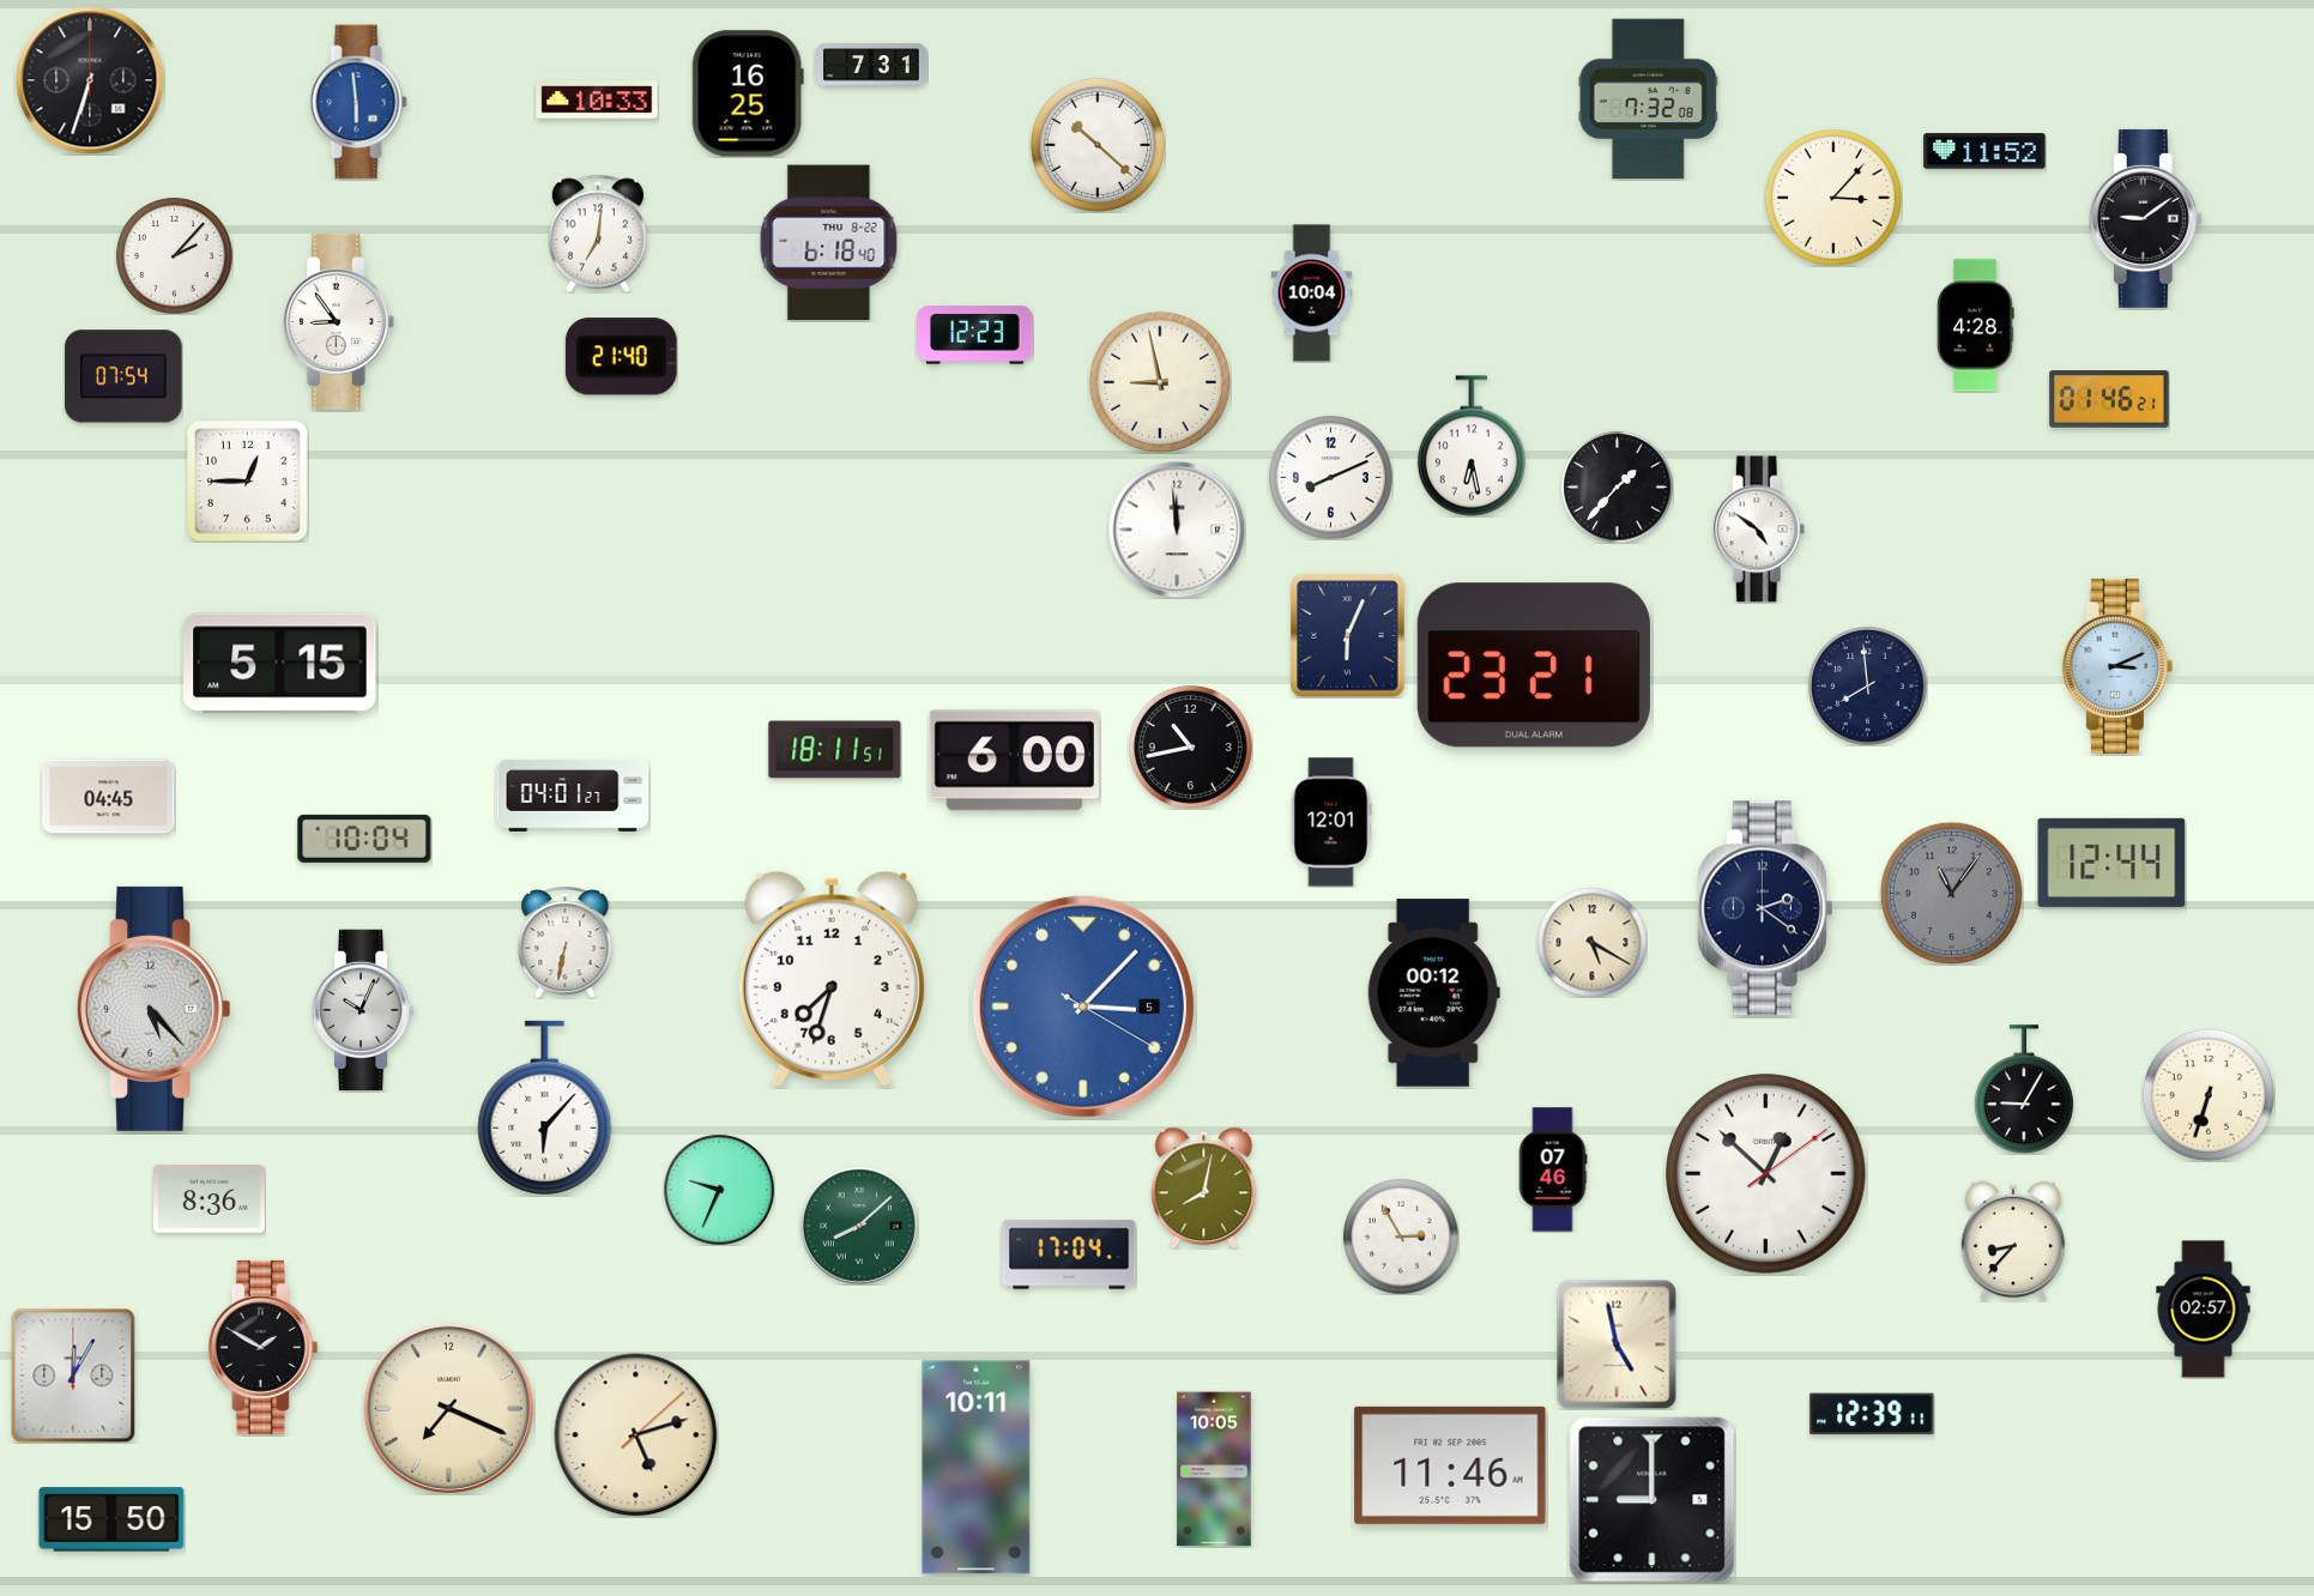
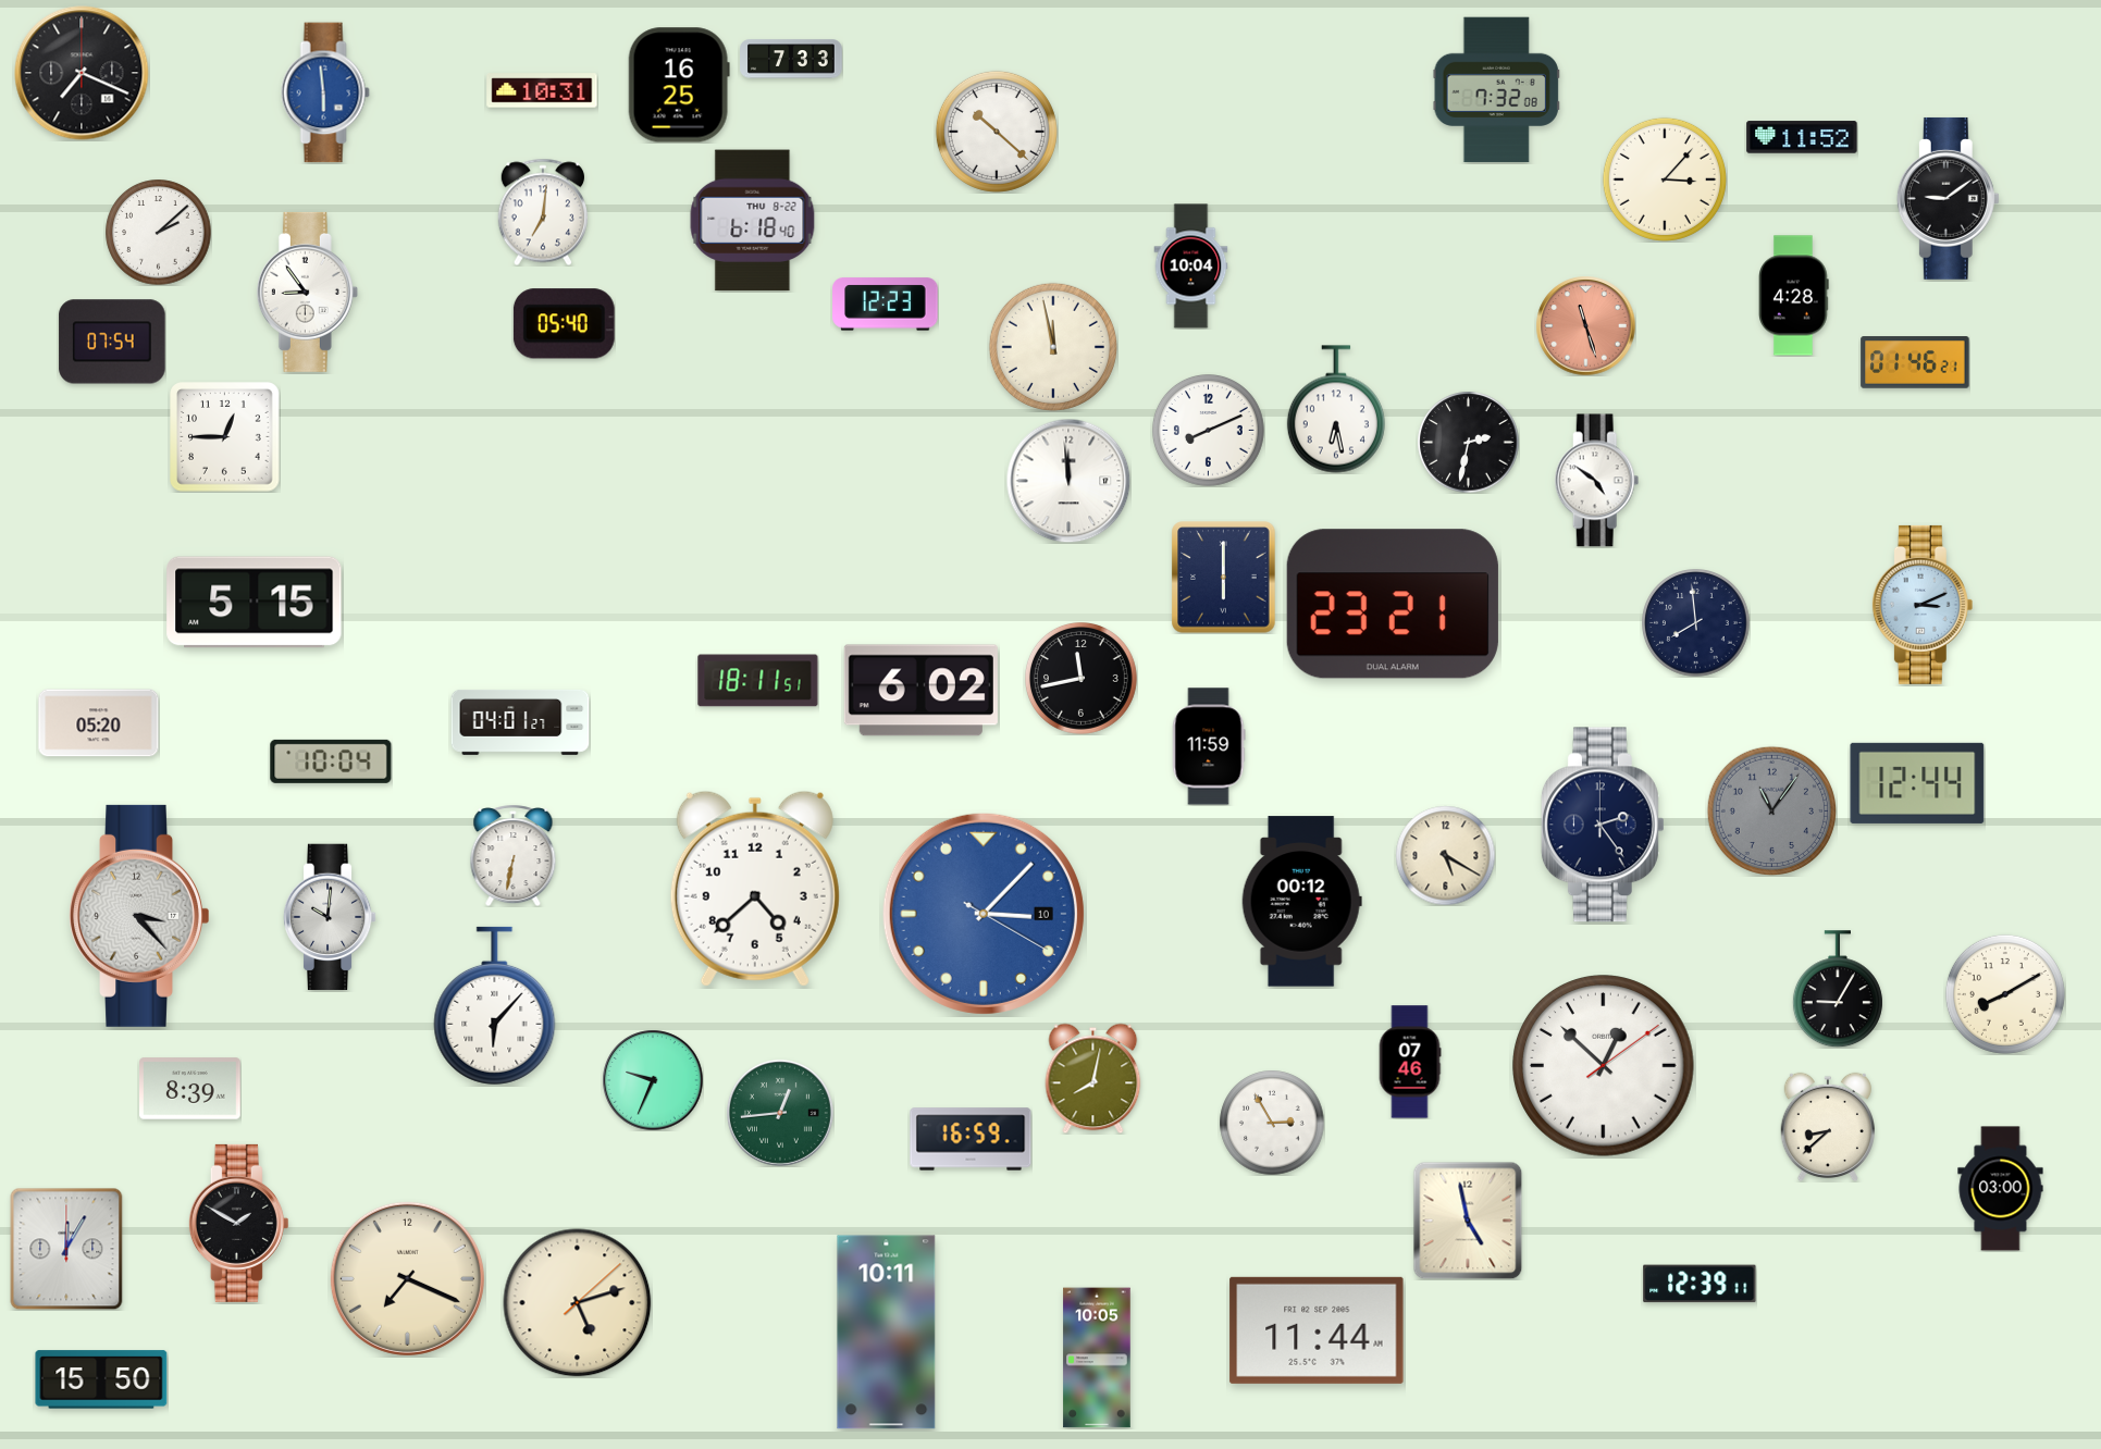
clock at (871, 65): 7:31 -> 7:33
clock at (90, 80): 6:33 -> 7:19
clock at (597, 99): 10:33 -> 10:31
clock at (175, 256): 2:07 -> 2:08
clock at (621, 357): 21:40 -> 05:40
clock at (1585, 325): none -> 11:27
clock at (1160, 382): 8:58 -> 11:58
clock at (1472, 446) position: (1472, 446) -> (1336, 409)
clock at (1331, 478) position: (1331, 478) -> (1209, 431)
clock at (1617, 486): 1:37 -> 2:32
clock at (1348, 636): 6:04 -> 6:00
clock at (1191, 748): 10:43 -> 11:43
clock at (1014, 761): 6:00 -> 6:02
clock at (109, 797): 04:45 -> 05:20
clock at (1331, 822): 12:01 -> 11:59
clock at (1765, 908): 2:21 -> 2:24
clock at (832, 979): 7:33 -> 4:38
clock at (1083, 1006) date: 5 -> 10
clock at (153, 1009): 5:23 -> 3:23
clock at (363, 1010): 10:04 -> 10:01
clock at (2209, 1095): 6:33 -> 8:10
clock at (210, 1199): 8:36 -> 8:39
clock at (859, 1226): 8:08 -> 12:44
clock at (2013, 1241): 8:37 -> 8:38
clock at (1069, 1255): 17:04 -> 16:59
clock at (2204, 1310): 02:57 -> 03:00
clock at (1450, 1465): 11:46 -> 11:44
clock at (1214, 1469) position: (1214, 1469) -> (1097, 1358)
clock at (1653, 1500): 9:00 -> none
